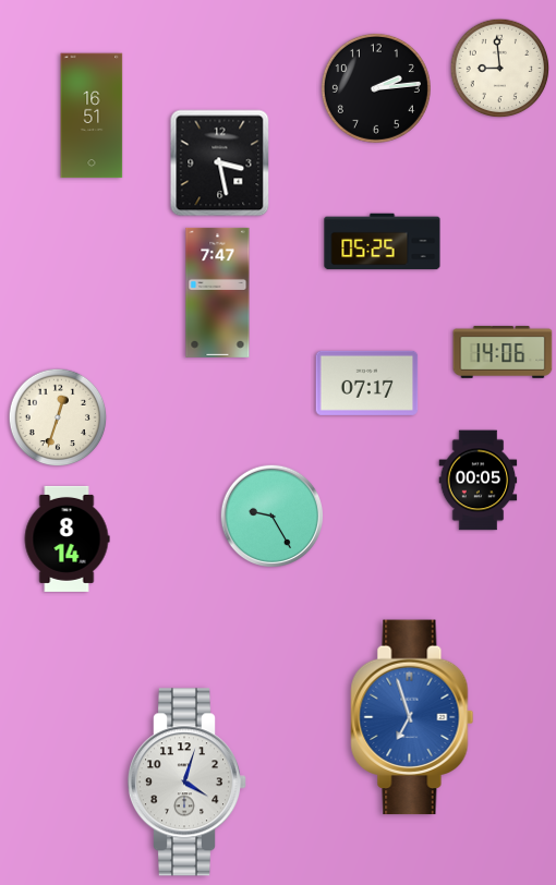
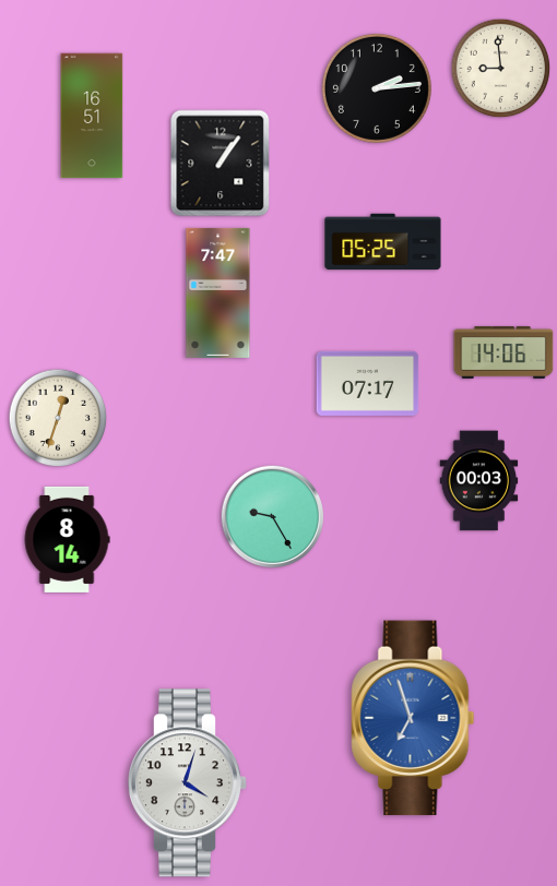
clock at (220, 163): 3:28 -> 1:06
clock at (479, 481): 00:05 -> 00:03
